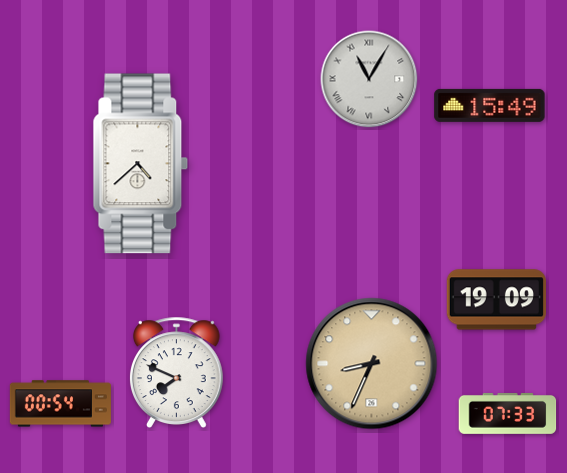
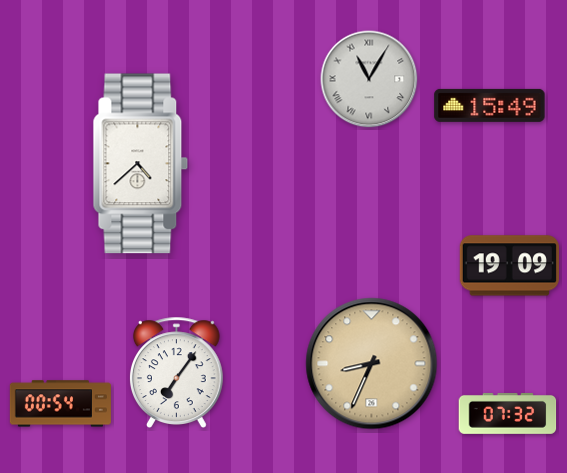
clock at (496, 300) position: (496, 300) -> (509, 266)
clock at (176, 372): 7:49 -> 7:06
clock at (508, 413): 07:33 -> 07:32
